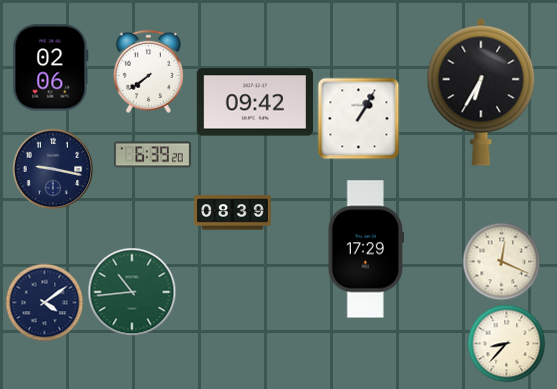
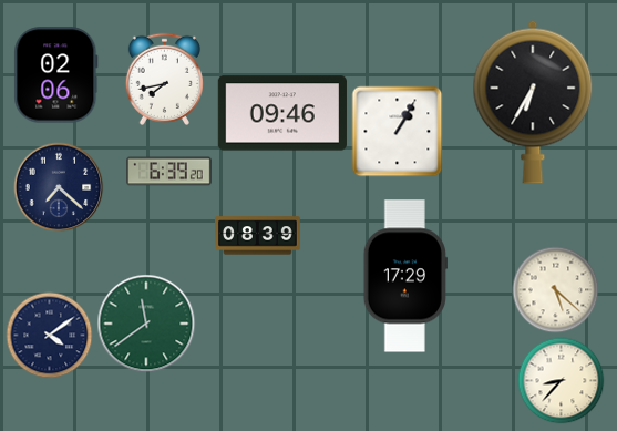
clock at (148, 71): 7:39 -> 7:43
clock at (255, 102): 09:42 -> 09:46
clock at (53, 169): 9:17 -> 7:22
clock at (501, 261): 12:19 -> 5:22
clock at (132, 292): 10:44 -> 11:39
